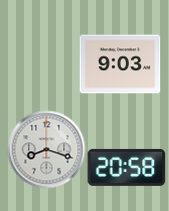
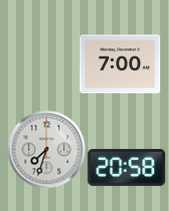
clock at (120, 64): 9:03 -> 7:00
clock at (46, 149): 8:18 -> 7:33
